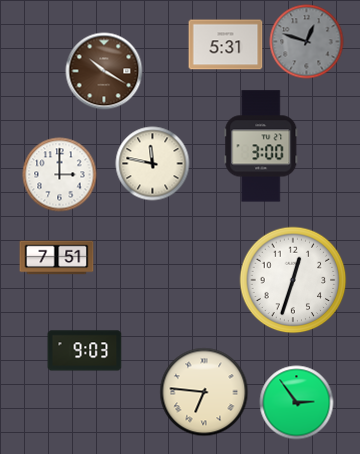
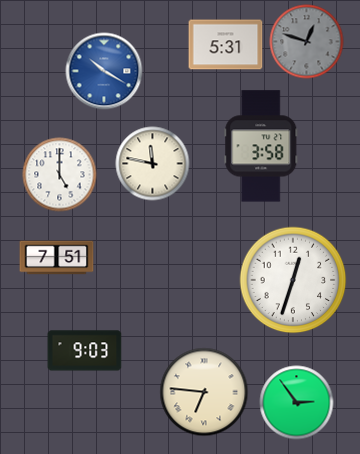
clock at (104, 71) dial: brown -> blue
clock at (261, 146): 3:00 -> 3:58
clock at (60, 175): 3:00 -> 5:00
